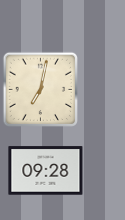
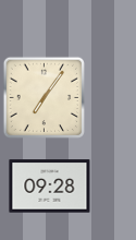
clock at (41, 90): 7:02 -> 7:06
